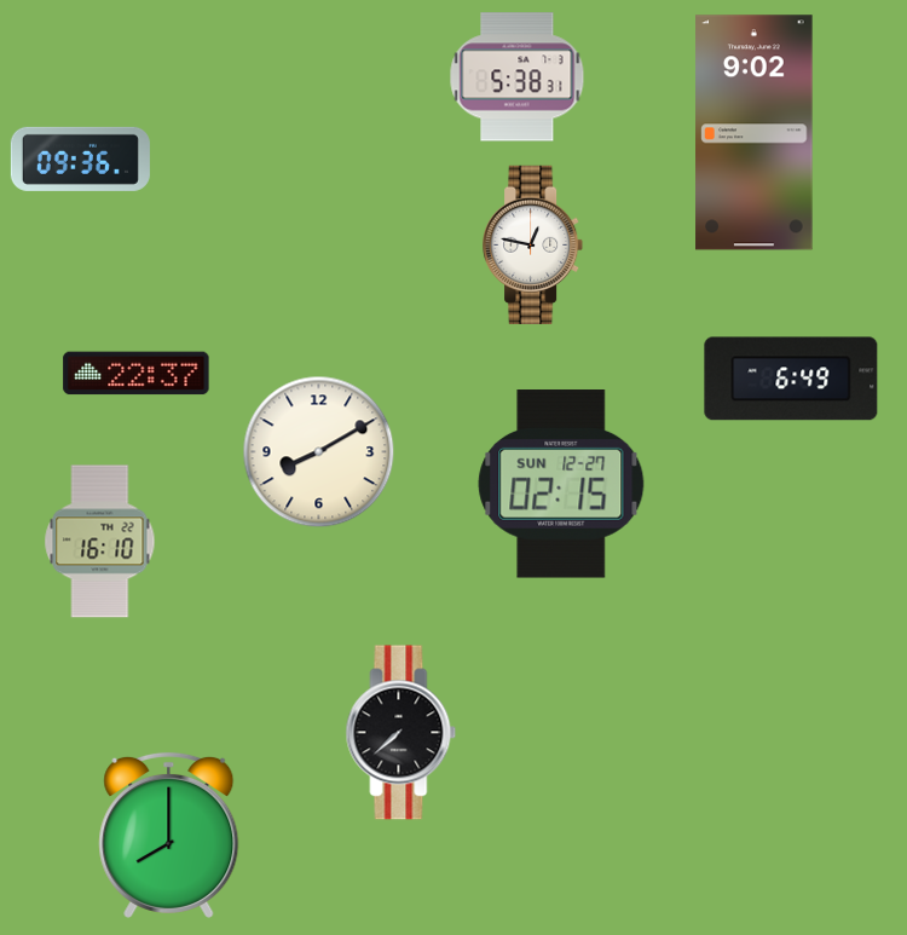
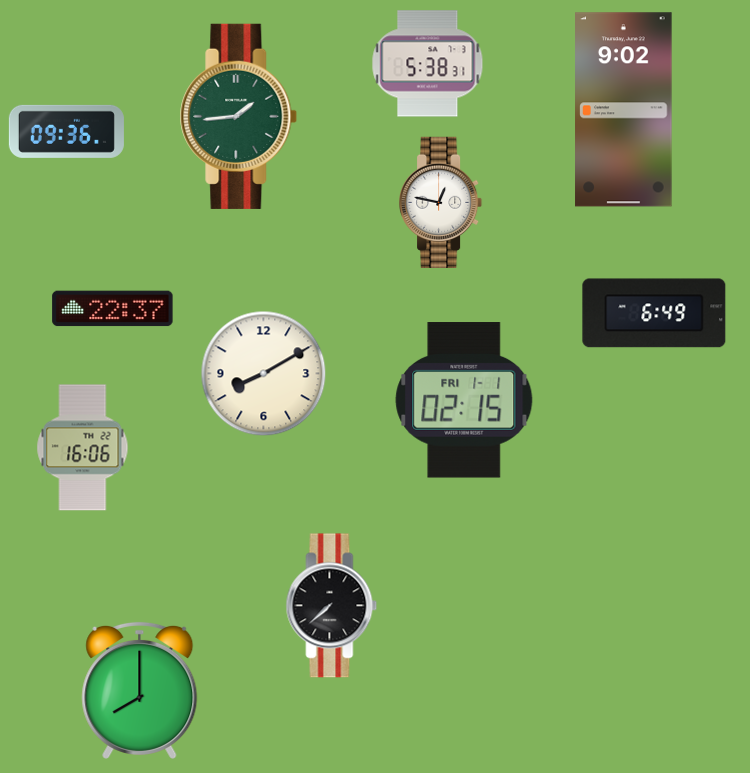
clock at (239, 116): none -> 1:44
clock at (561, 484) date: SUN 12-27 -> FRI 1-1
clock at (100, 542): 16:10 -> 16:06
